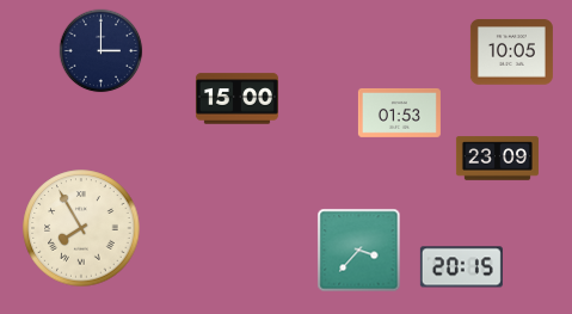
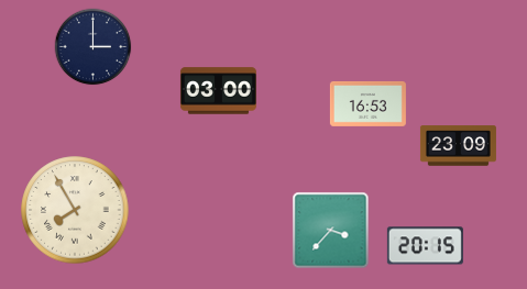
clock at (511, 53): 10:05 -> none
clock at (236, 99): 15:00 -> 03:00
clock at (399, 112): 01:53 -> 16:53
